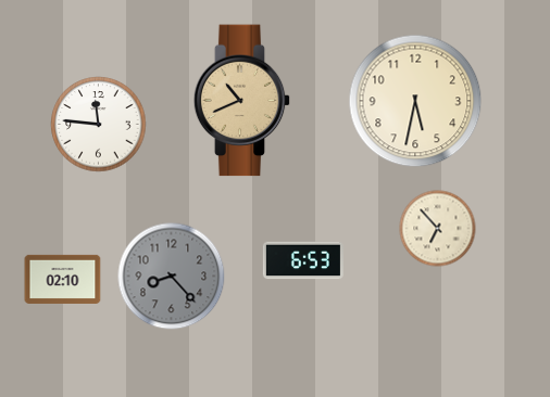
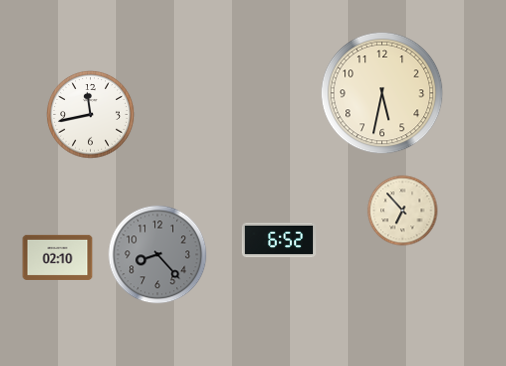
clock at (242, 101): 10:41 -> none
clock at (99, 125): 11:46 -> 11:43
clock at (303, 260): 6:53 -> 6:52
